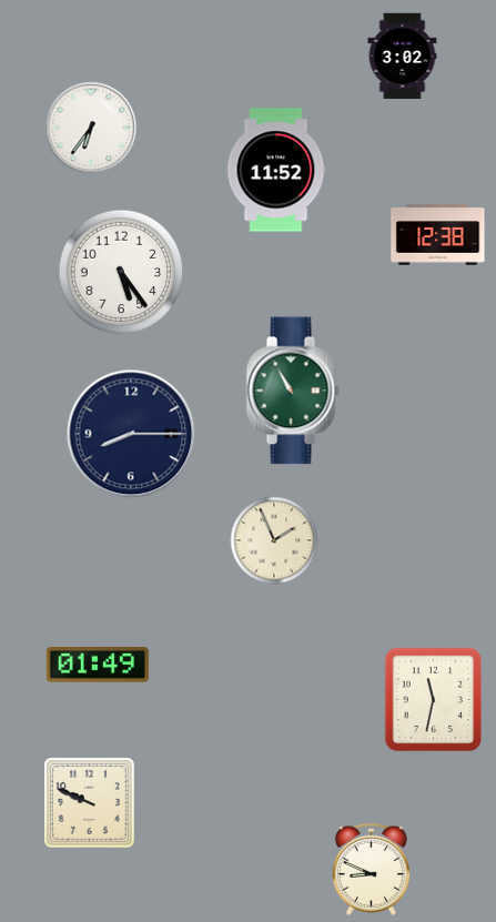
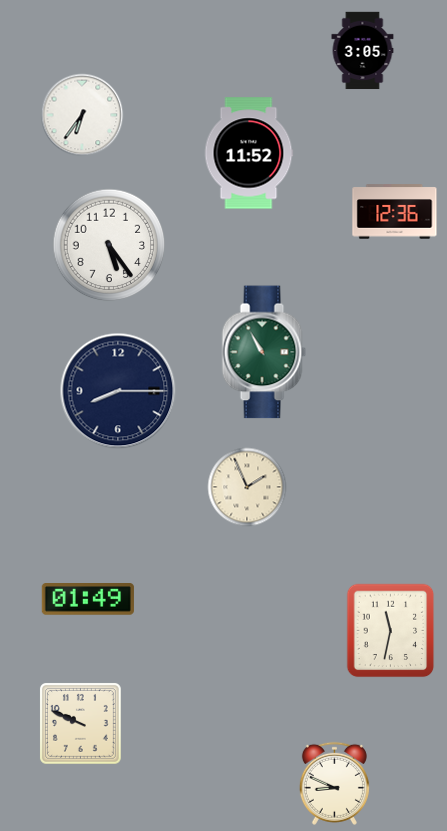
clock at (403, 57): 3:02 -> 3:05
clock at (438, 235): 12:38 -> 12:36
